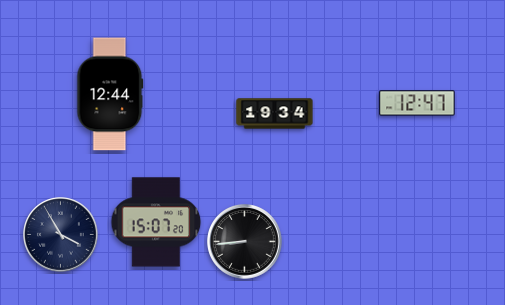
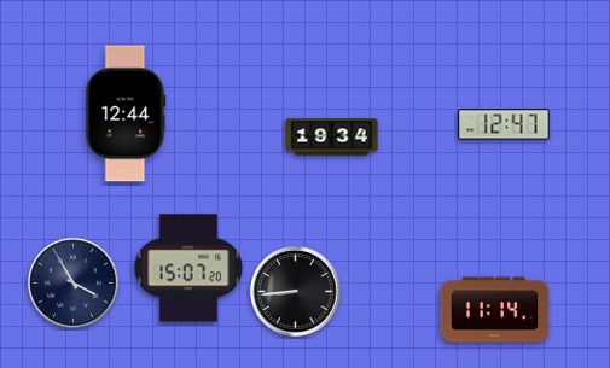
clock at (110, 94) position: (110, 94) -> (126, 113)
clock at (495, 310): none -> 11:14
